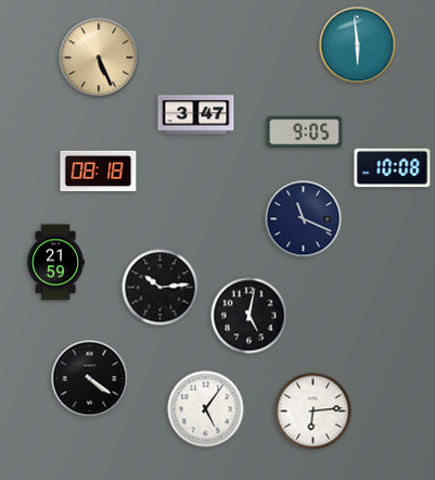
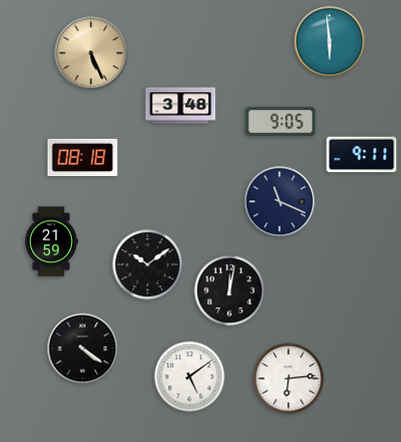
clock at (196, 115): 3:47 -> 3:48
clock at (393, 168): 10:08 -> 9:11
clock at (99, 172) position: (99, 172) -> (83, 158)
clock at (161, 288): 10:14 -> 10:09
clock at (250, 316): 5:02 -> 12:02
clock at (206, 409): 5:06 -> 5:09
